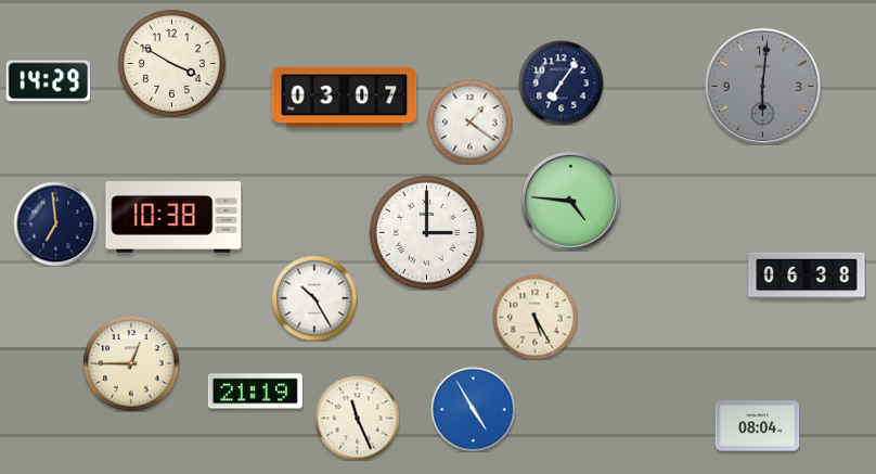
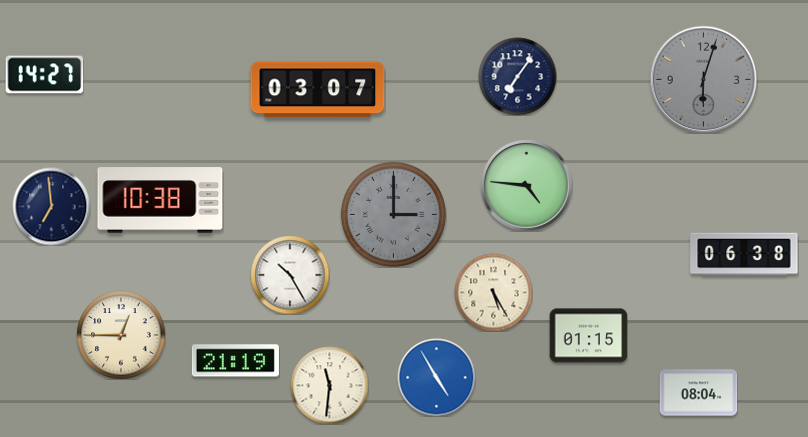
clock at (171, 63): 3:50 -> none
clock at (48, 81): 14:29 -> 14:27
clock at (762, 86): 6:01 -> 6:03
clock at (469, 121): 1:21 -> none
clock at (426, 232) dial: white -> grey
clock at (588, 336): none -> 01:15
clock at (357, 418): 11:26 -> 11:31
